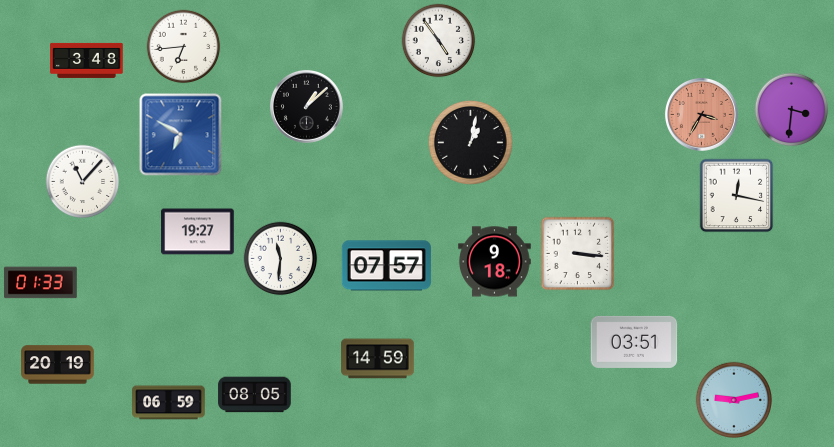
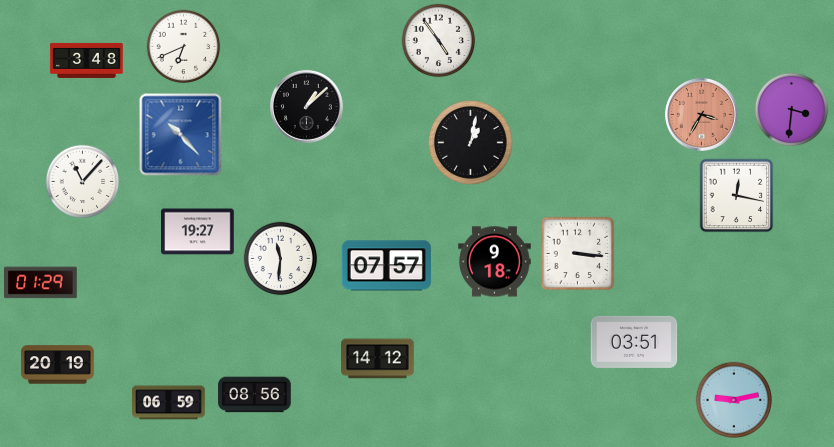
clock at (184, 47): 6:44 -> 6:41
clock at (181, 135): 6:50 -> 10:23
clock at (41, 283): 01:33 -> 01:29
clock at (378, 359): 14:59 -> 14:12
clock at (255, 395): 08:05 -> 08:56
